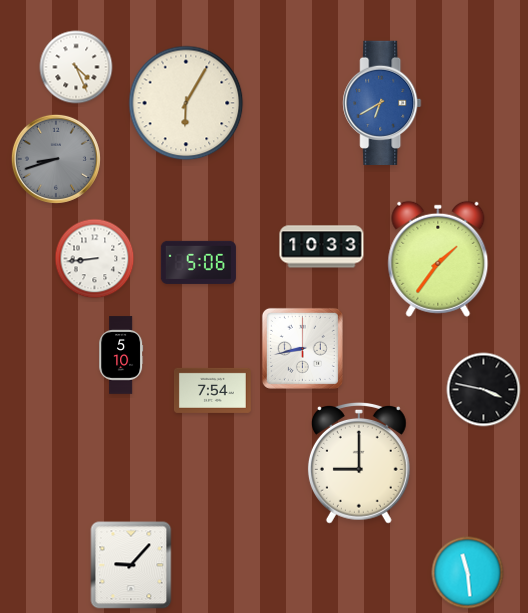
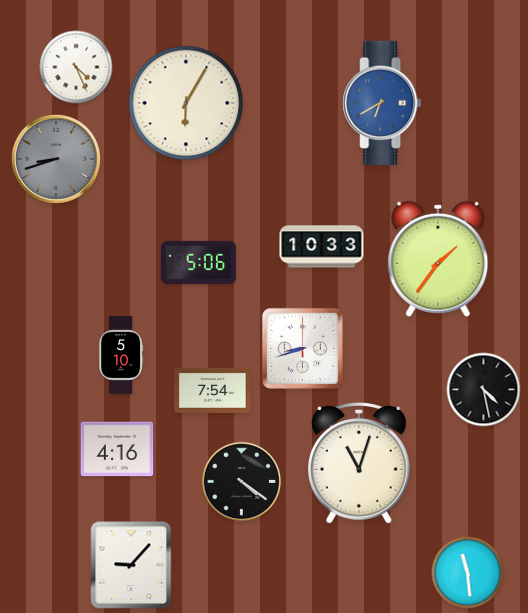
clock at (95, 259): 8:44 -> none
clock at (302, 348): 8:43 -> 8:42
clock at (484, 390): 3:47 -> 4:28
clock at (117, 449): none -> 4:16
clock at (359, 463): 9:00 -> 11:03
clock at (242, 482): none -> 4:21
